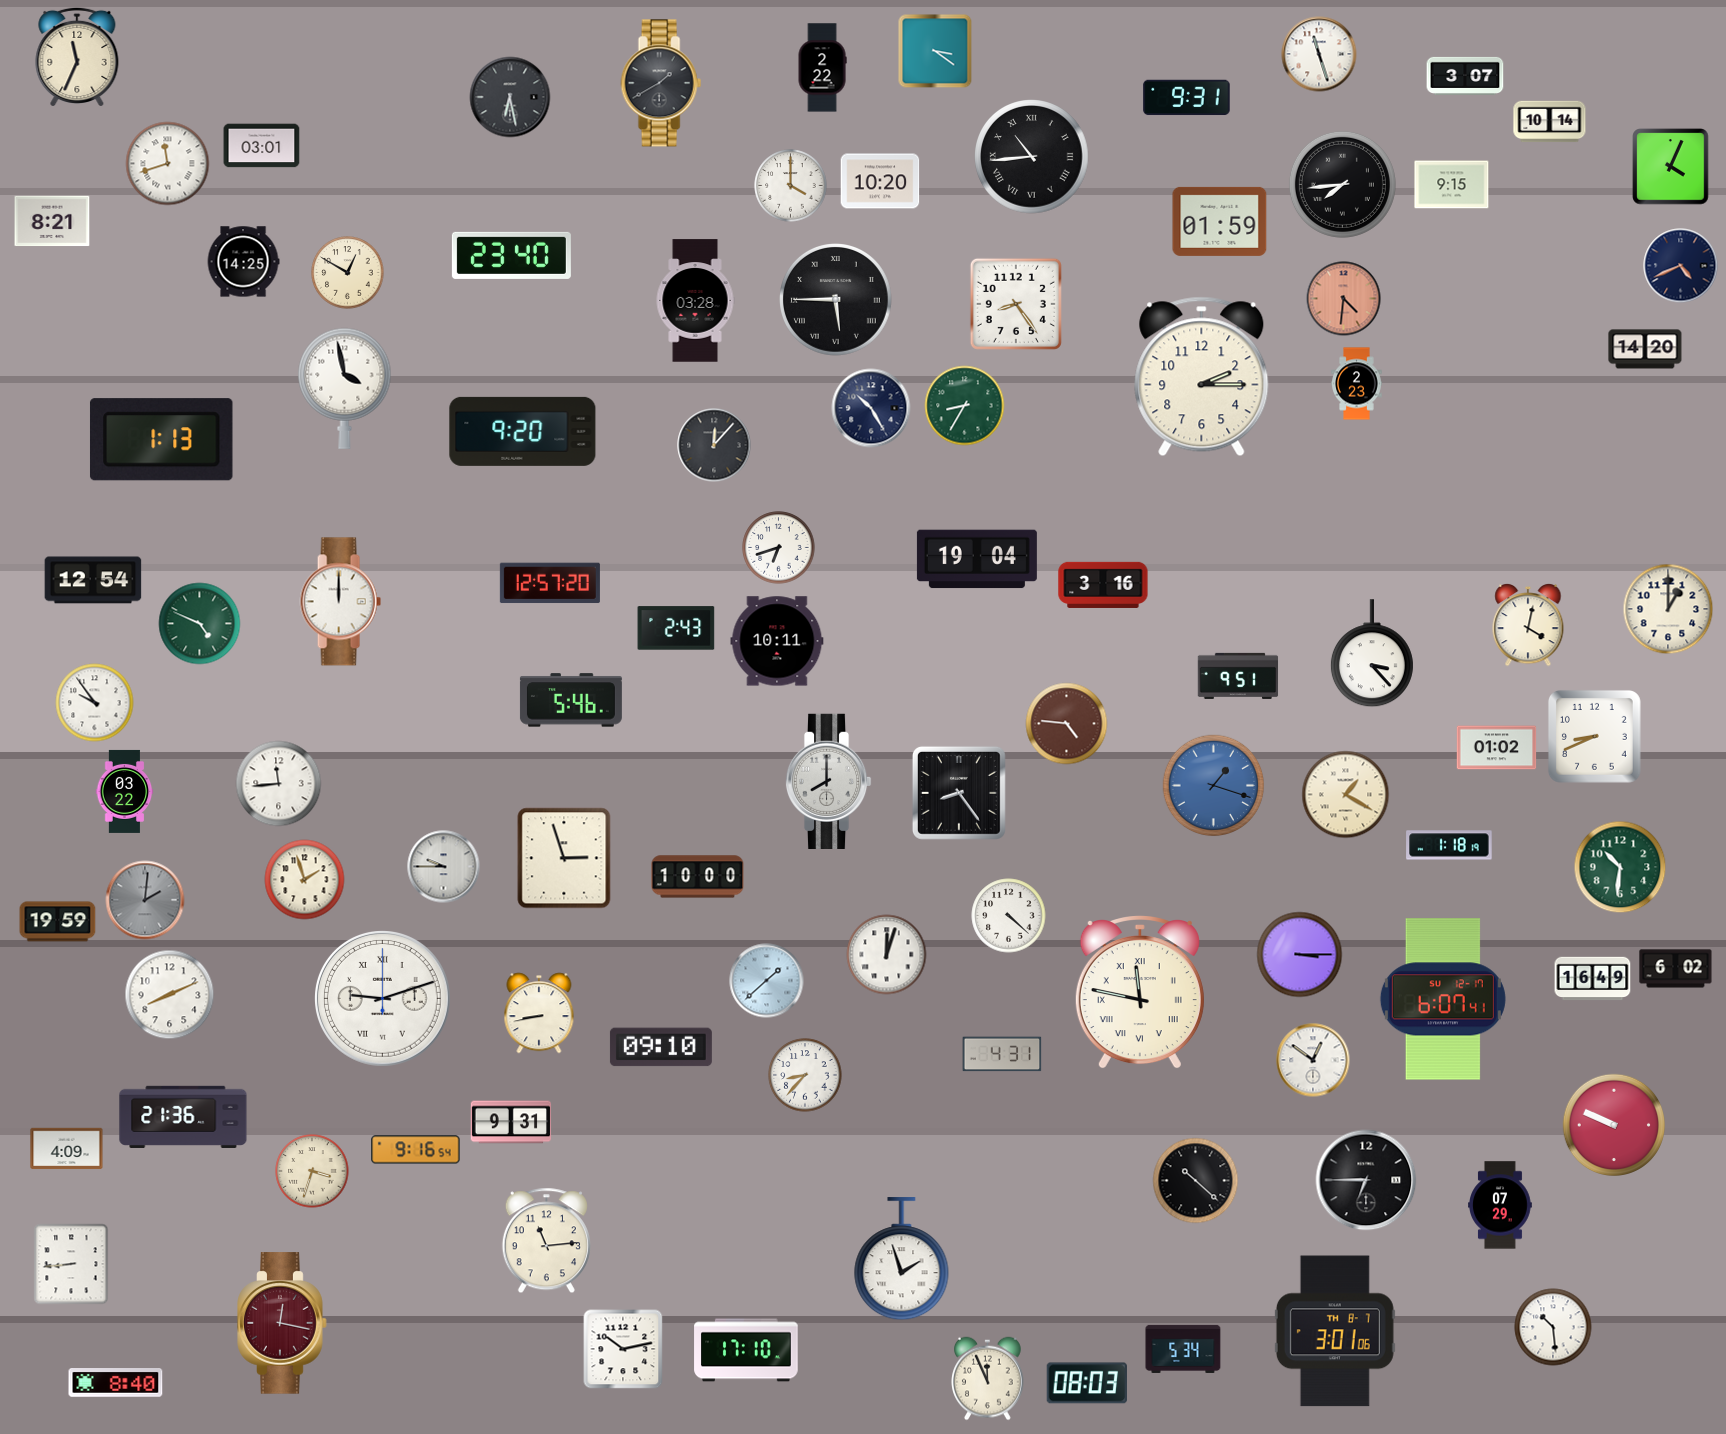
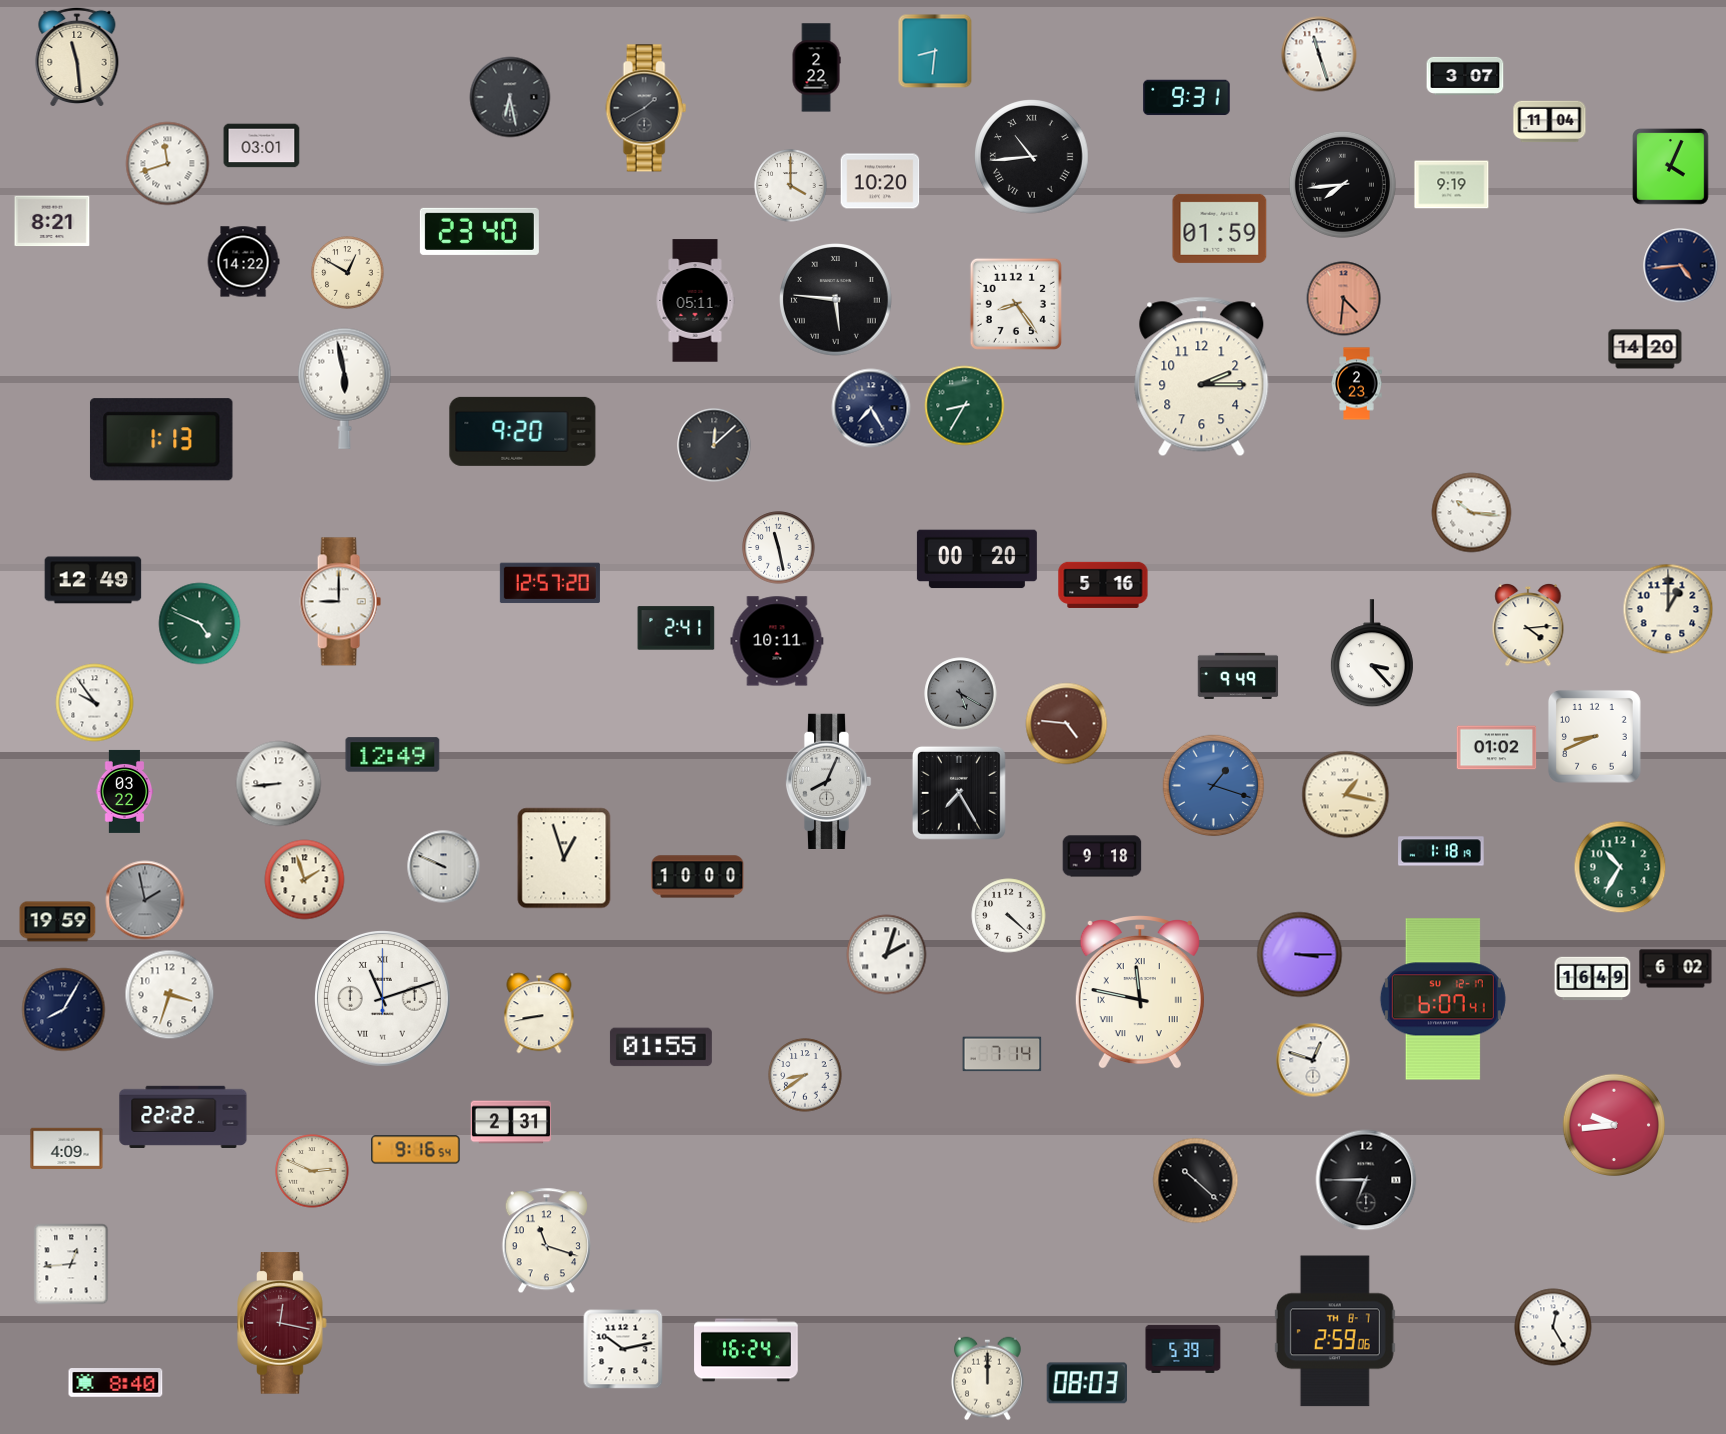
clock at (935, 51): 3:21 -> 8:31
clock at (77, 56): 11:34 -> 11:29
clock at (822, 68) position: (822, 68) -> (816, 68)
clock at (661, 83) position: (661, 83) -> (646, 108)
clock at (1550, 122): 10:14 -> 11:04
clock at (1452, 185): 9:15 -> 9:19
clock at (1220, 221) position: (1220, 221) -> (1220, 228)
clock at (511, 255) position: (511, 255) -> (479, 231)
clock at (243, 262): 14:25 -> 14:22
clock at (1681, 266): 4:41 -> 4:44
clock at (836, 300): 5:45 -> 5:46
clock at (695, 301): 03:28 -> 05:11
clock at (345, 388): 3:58 -> 5:58
clock at (871, 408): 10:25 -> 7:25
clock at (714, 445): 12:07 -> 12:08
clock at (1472, 513): none -> 10:16
clock at (779, 548): 6:42 -> 11:28
clock at (977, 559): 19:04 -> 00:20
clock at (93, 580): 12:54 -> 12:49
clock at (1103, 585): 3:16 -> 5:16
clock at (340, 602): 12:00 -> 9:00
clock at (1528, 625): 4:02 -> 4:14
clock at (676, 628): 2:43 -> 2:41
clock at (1238, 676): 9:51 -> 9:49
clock at (961, 694): none -> 5:20
clock at (571, 700): 5:46 -> none
clock at (393, 755): none -> 12:49
clock at (828, 781): 8:00 -> 8:04
clock at (279, 784): 11:44 -> 8:44
clock at (959, 793): 8:24 -> 7:25
clock at (1346, 795): 1:20 -> 1:17
clock at (1449, 845) position: (1449, 845) -> (1441, 851)
clock at (1102, 856): none -> 9:18
clock at (564, 858): 2:57 -> 12:57
clock at (444, 867): 9:45 -> 9:49
clock at (1620, 867): 10:31 -> 10:35
clock at (145, 900): 2:01 -> 1:58
clock at (887, 955): 12:03 -> 2:03
clock at (767, 981): 1:38 -> none
clock at (170, 995): 8:11 -> 3:33
clock at (383, 999): 9:12 -> 11:12
clock at (64, 1010): none -> 8:05
clock at (661, 1047): 09:10 -> 01:55
clock at (1002, 1054): 4:31 -> 7:14
clock at (1313, 1060): 12:51 -> 12:48
clock at (805, 1075): 8:37 -> 8:39
clock at (183, 1117): 21:36 -> 22:22
clock at (511, 1122): 9:31 -> 2:31
clock at (1613, 1124): 9:49 -> 9:44
clock at (312, 1171): 3:33 -> 2:49
clock at (1501, 1205): 07:29 -> none
clock at (546, 1241): 11:14 -> 11:18
clock at (902, 1259): 1:57 -> none
clock at (71, 1264): 8:44 -> 12:44
clock at (1553, 1327): 10:29 -> 12:25
clock at (1335, 1331): 3:01 -> 2:59
clock at (1183, 1349): 5:34 -> 5:39
clock at (746, 1350): 17:10 -> 16:24
clock at (988, 1379): 11:56 -> 12:00
